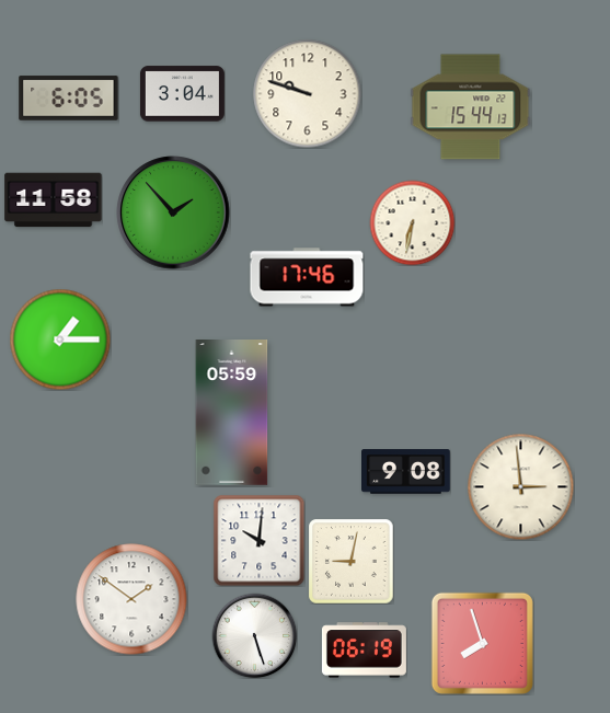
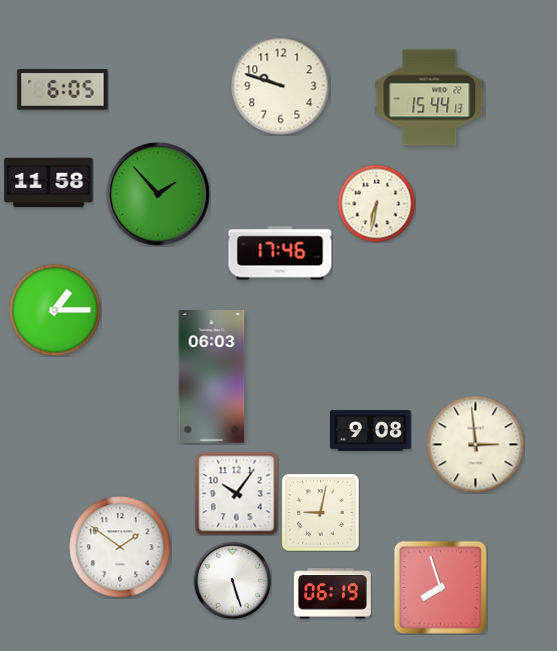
clock at (182, 94): 3:04 -> none
clock at (232, 413): 05:59 -> 06:03
clock at (258, 540): 10:01 -> 10:06
